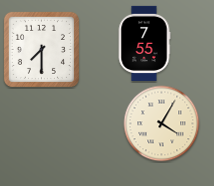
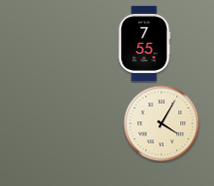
clock at (41, 49): 7:30 -> none
